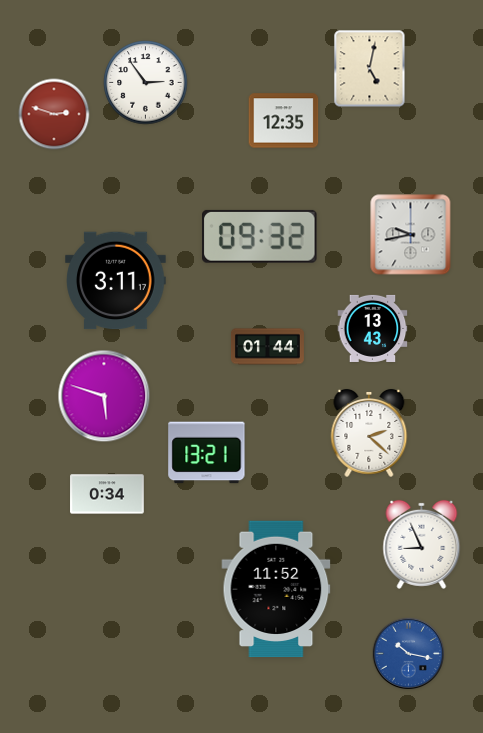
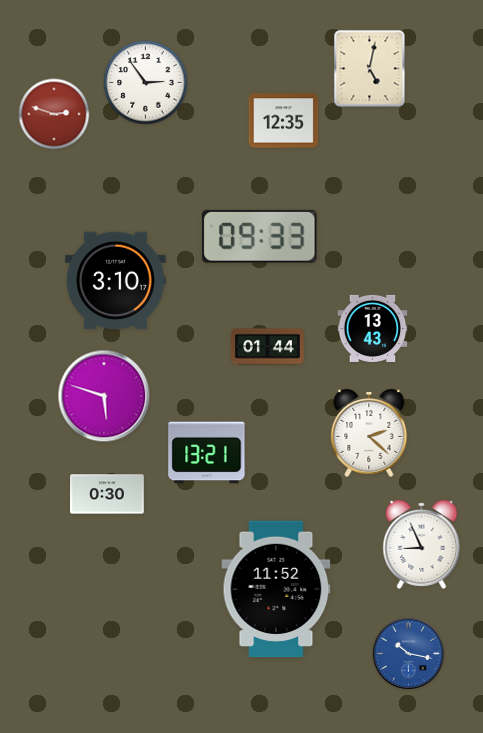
clock at (411, 235): 9:43 -> none
clock at (260, 236): 09:32 -> 09:33
clock at (116, 281): 3:11 -> 3:10
clock at (107, 494): 0:34 -> 0:30
